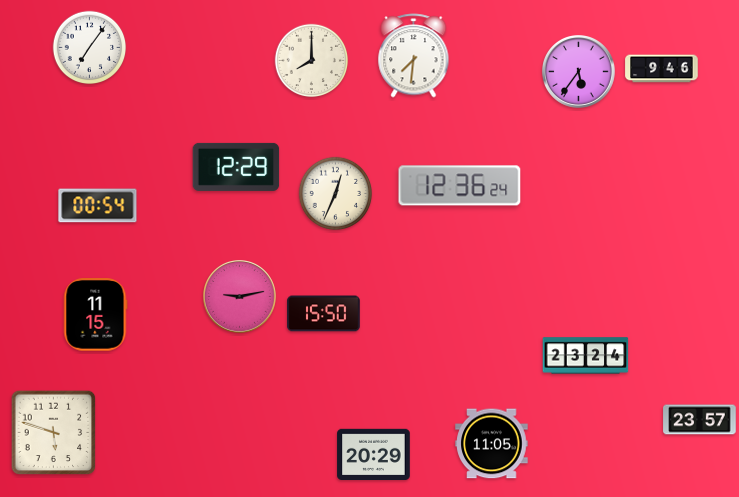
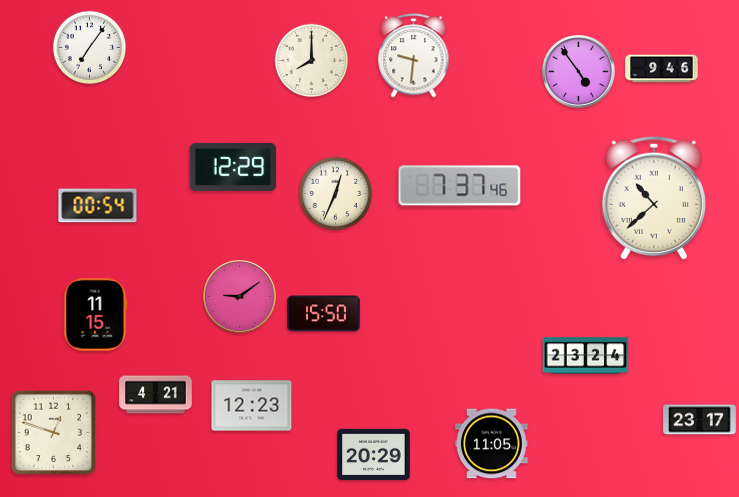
clock at (414, 56): 7:31 -> 9:31
clock at (579, 72): 5:36 -> 4:54
clock at (236, 167) position: (236, 167) -> (233, 167)
clock at (460, 186): 12:36 -> 7:37
clock at (654, 198): none -> 10:38
clock at (240, 297): 9:13 -> 9:09
clock at (156, 395): none -> 4:21
clock at (252, 406): none -> 12:23
clock at (700, 420): 23:57 -> 23:17
clock at (54, 433): 5:48 -> 12:48
